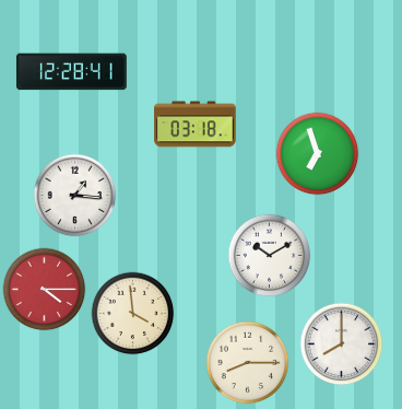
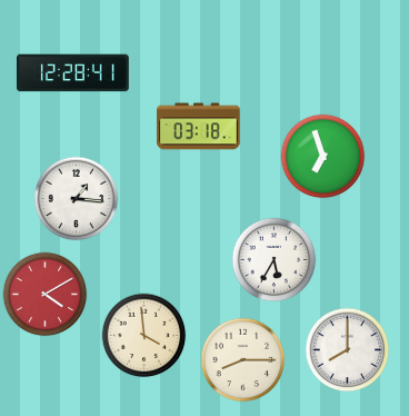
clock at (270, 256): 10:10 -> 5:35
clock at (45, 290): 4:15 -> 4:10
clock at (133, 314) position: (133, 314) -> (144, 336)
clock at (248, 363) position: (248, 363) -> (243, 360)
